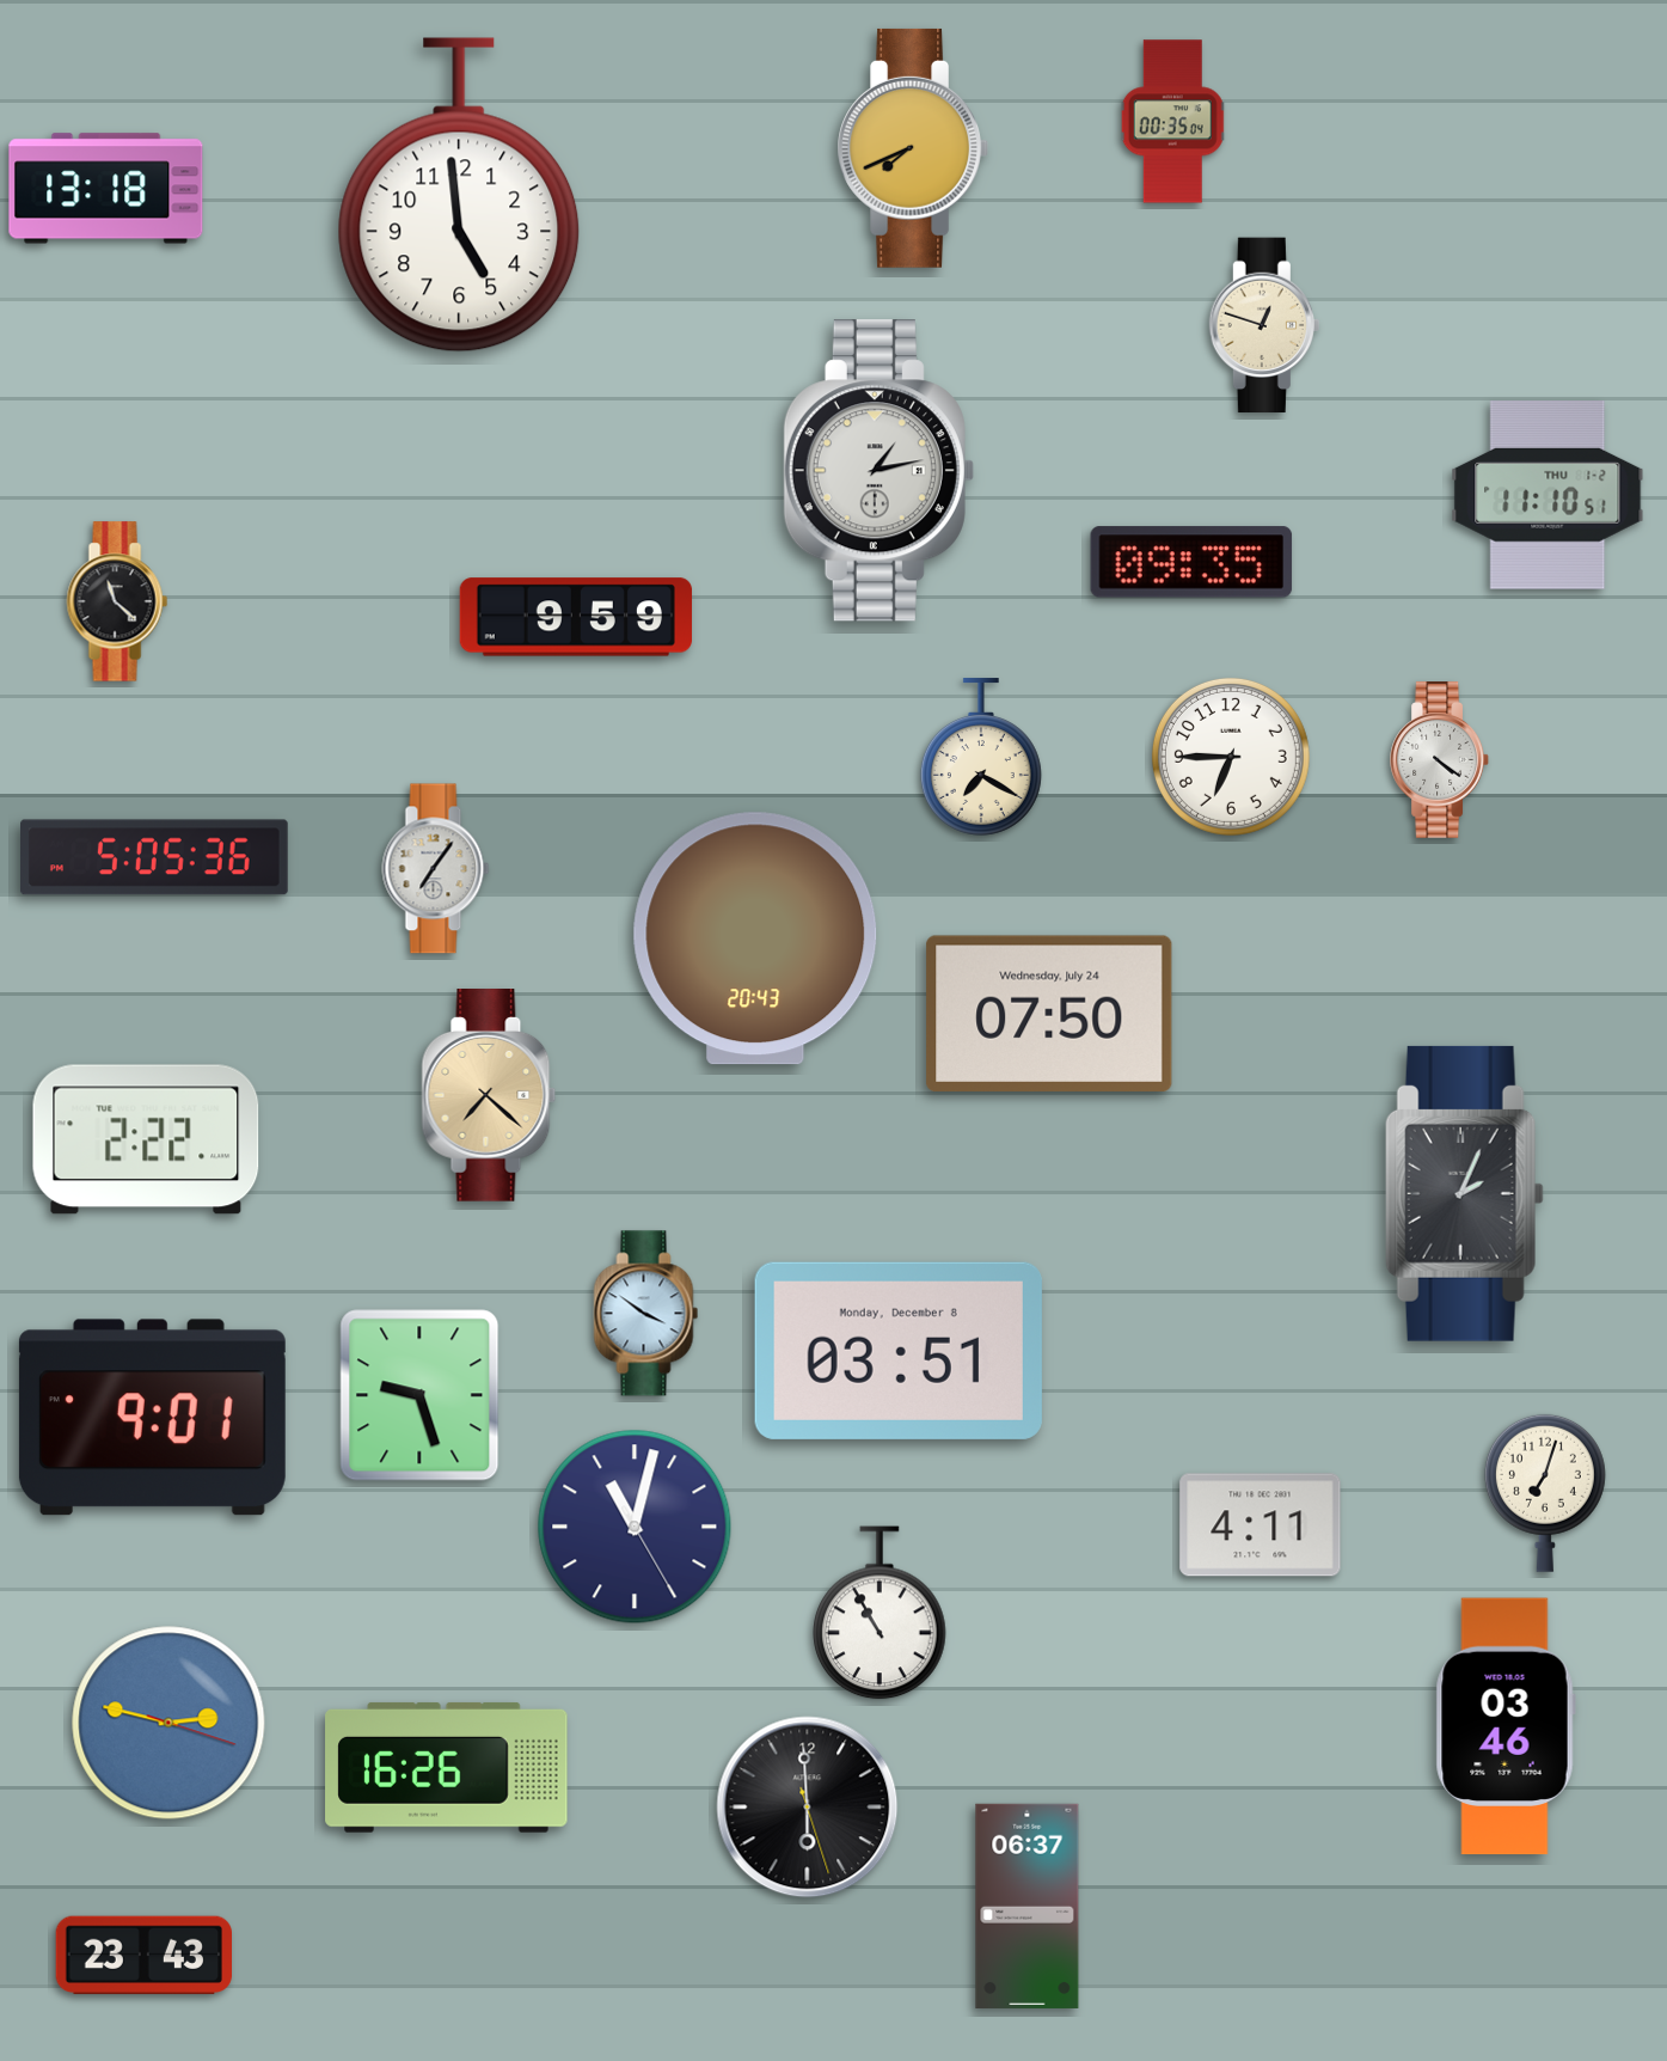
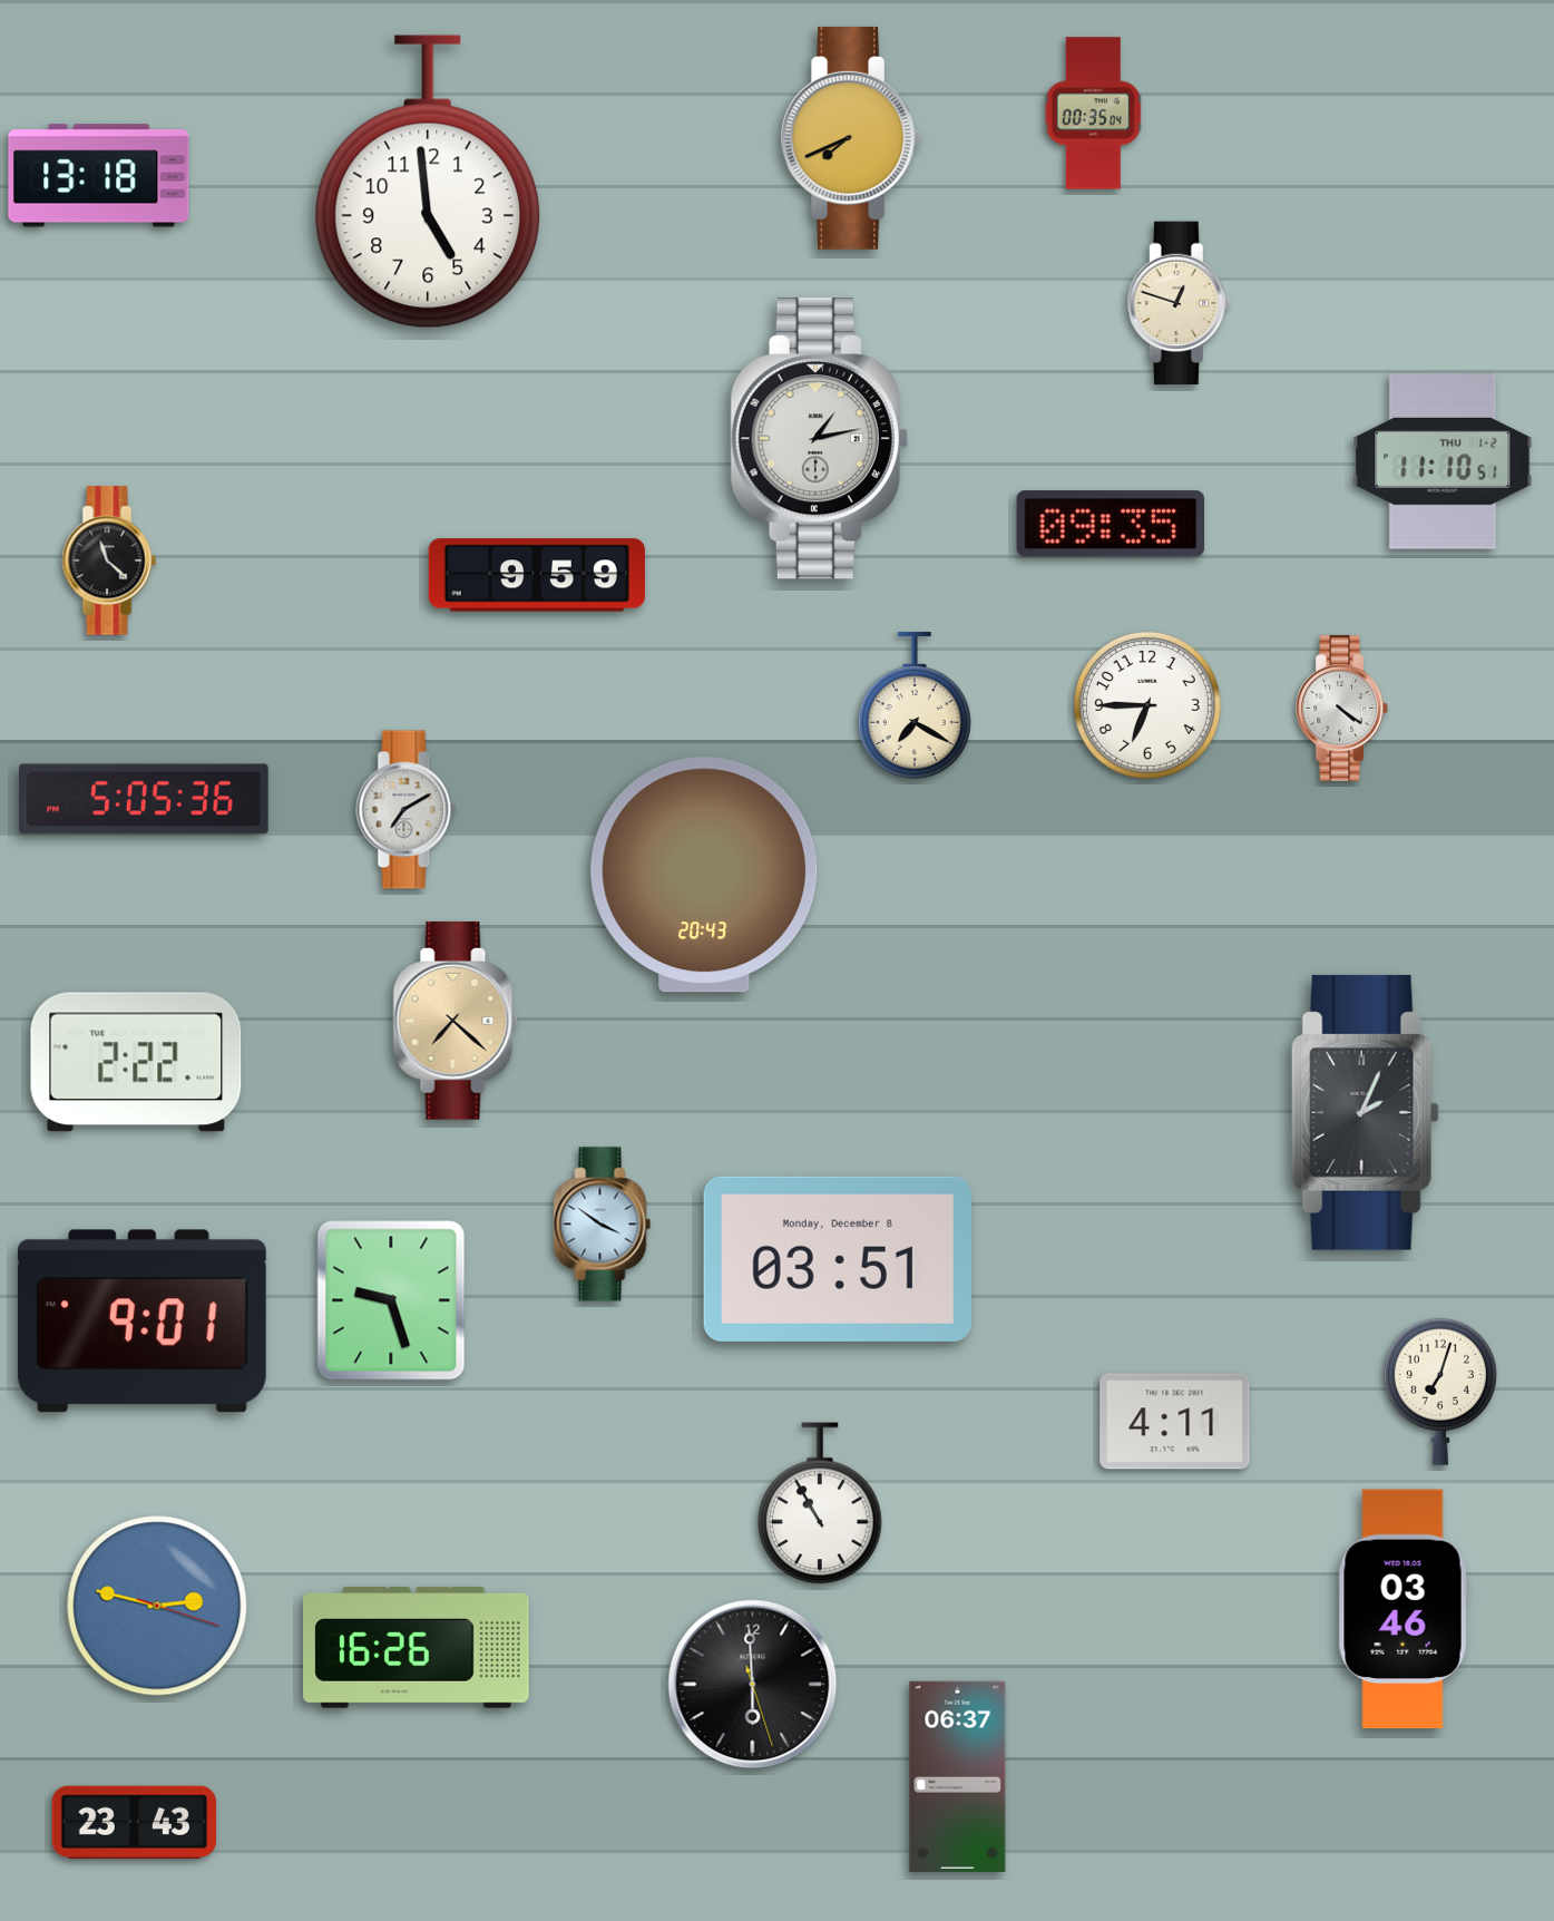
clock at (436, 869): 7:06 -> 7:10
clock at (1049, 1014): 07:50 -> none
clock at (635, 1527): 11:02 -> none
